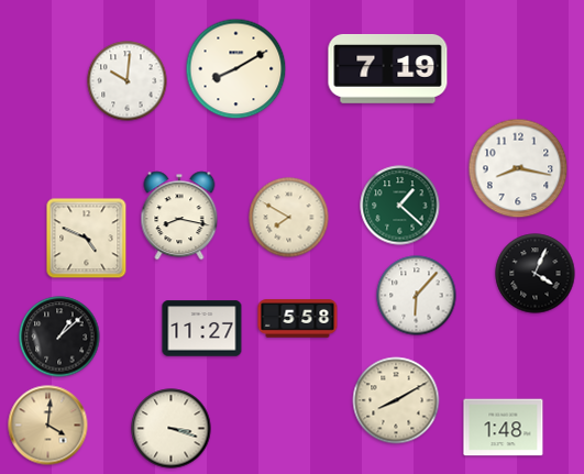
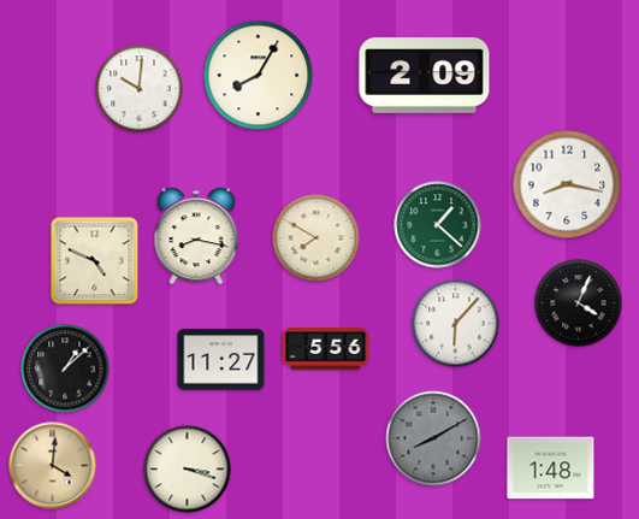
clock at (388, 68): 7:19 -> 2:09
clock at (236, 69): 8:10 -> 8:05
clock at (536, 274) position: (536, 274) -> (579, 303)
clock at (298, 319): 5:58 -> 5:56
clock at (396, 400) dial: cream -> grey
